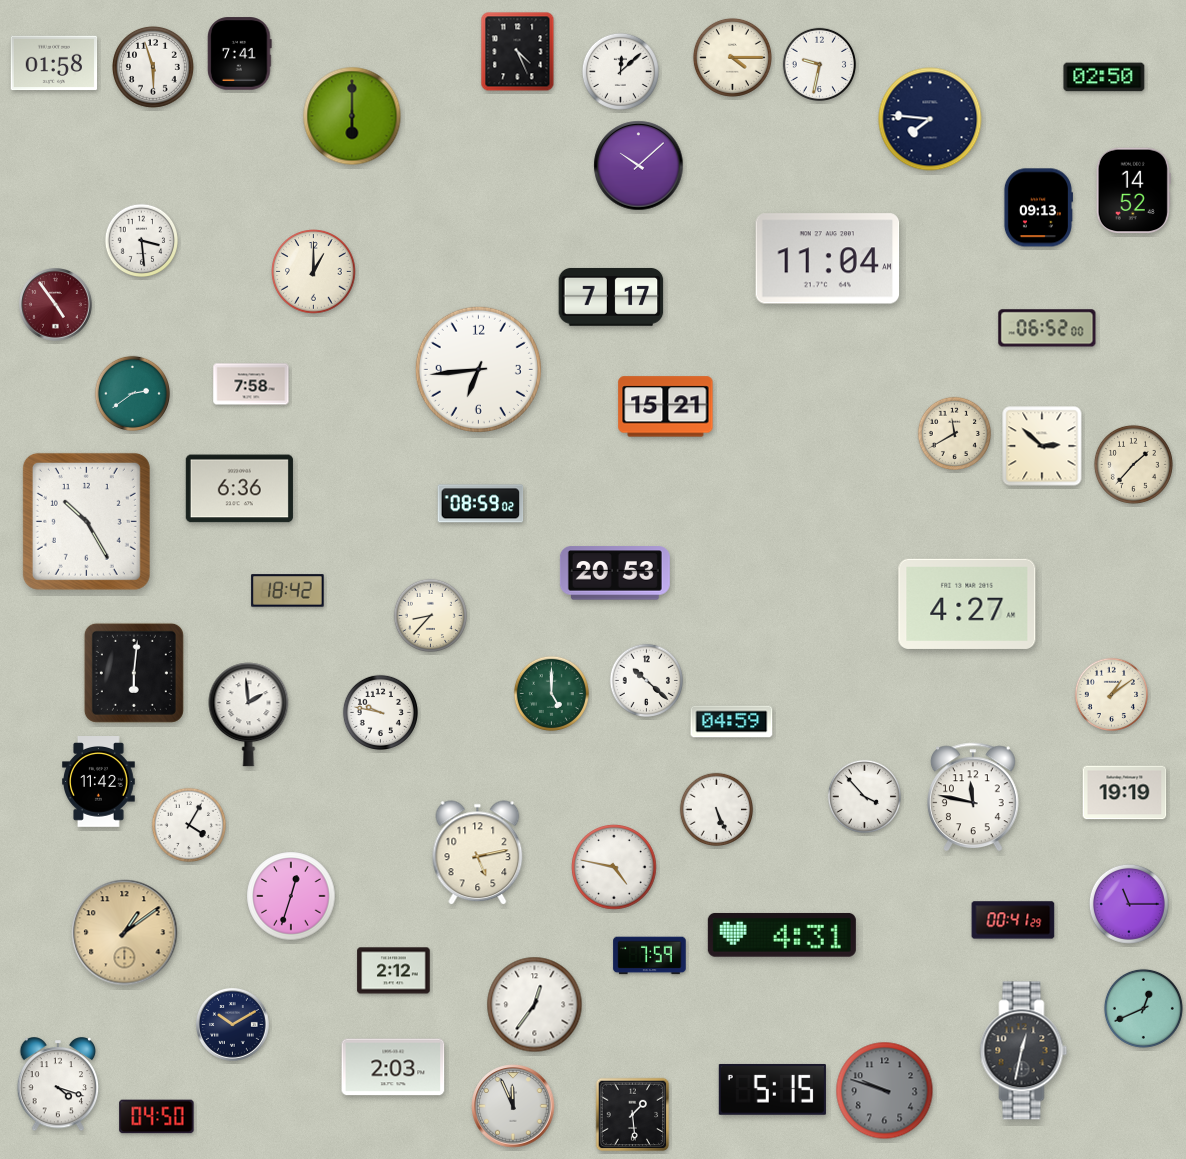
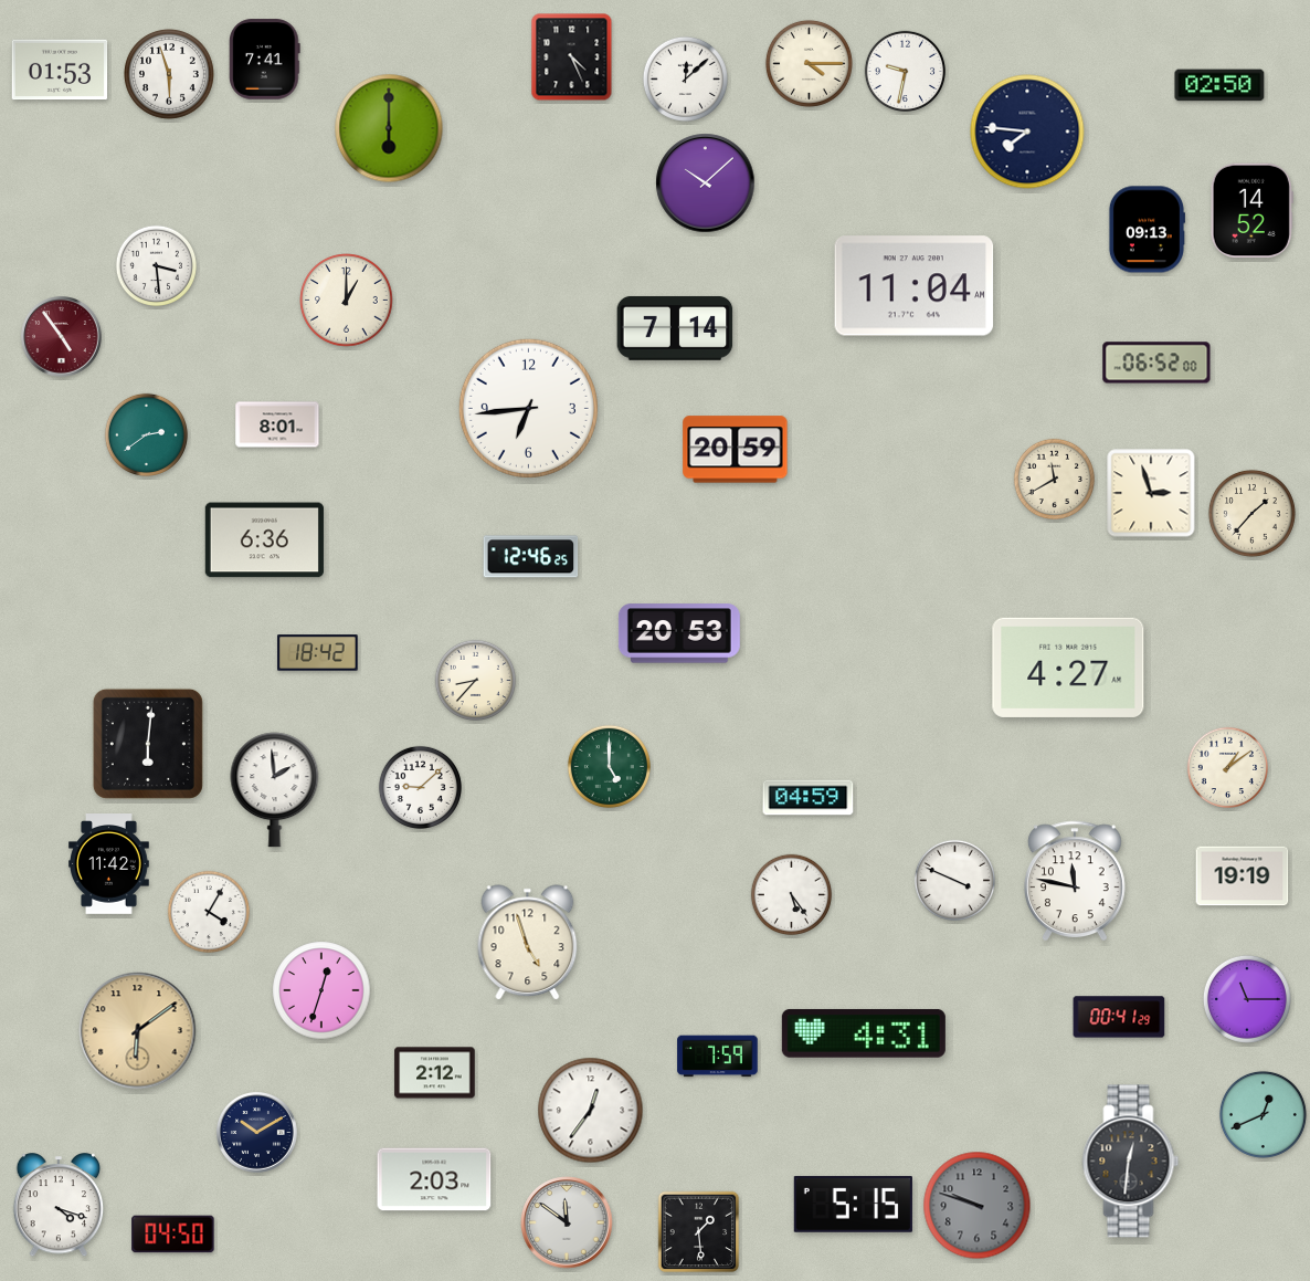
clock at (54, 63): 01:58 -> 01:53
clock at (611, 297): 7:17 -> 7:14
clock at (251, 384): 7:58 -> 8:01
clock at (666, 407): 15:21 -> 20:59
clock at (1042, 446): 2:52 -> 2:57
clock at (481, 504): 08:59 -> 12:46
clock at (86, 521): 10:25 -> none
clock at (646, 680): 10:22 -> none
clock at (380, 712): 9:47 -> 9:08
clock at (864, 796): 3:53 -> 3:49
clock at (716, 809): 5:26 -> 5:24
clock at (478, 853): 5:13 -> 4:57
clock at (614, 867): 4:47 -> none
clock at (125, 933): 1:09 -> 6:09
clock at (1024, 1051): 12:32 -> 12:31
clock at (58, 1085) position: (58, 1085) -> (59, 1206)
clock at (513, 1106): 11:56 -> 11:51
